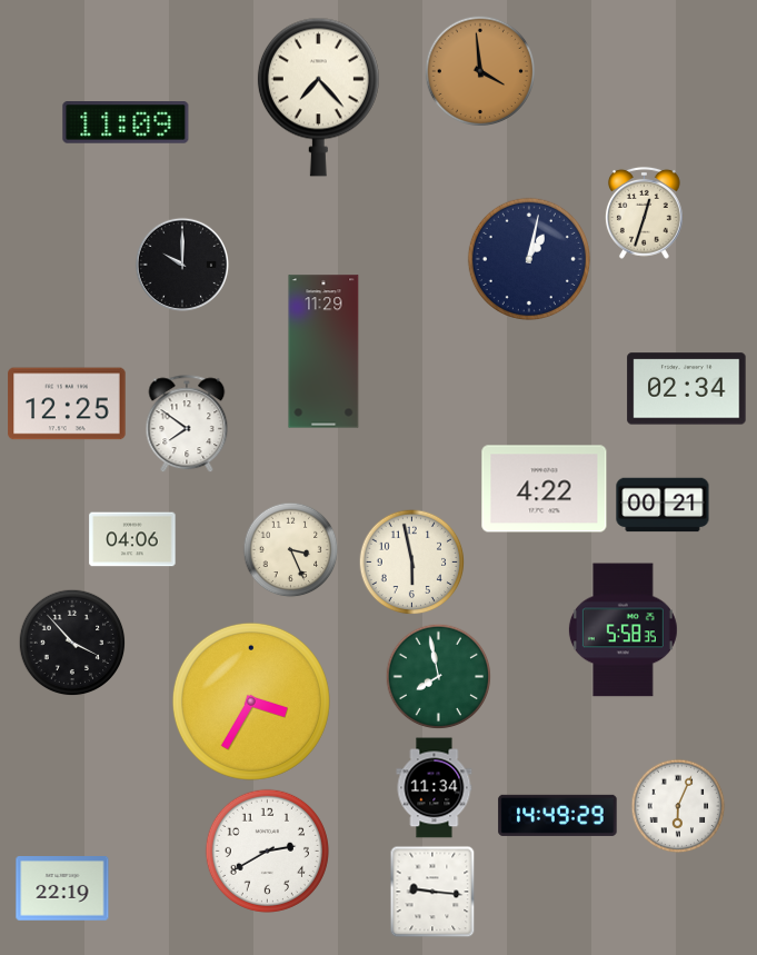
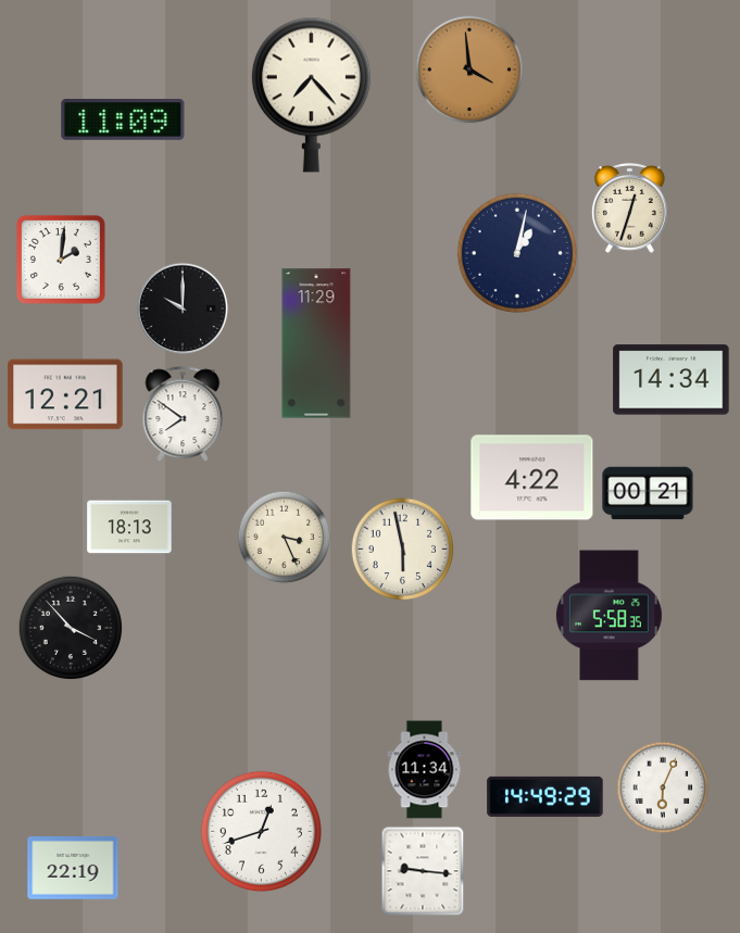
clock at (182, 265) position: (182, 265) -> (183, 308)
clock at (61, 260): none -> 2:01
clock at (687, 389): 02:34 -> 14:34
clock at (67, 404): 12:25 -> 12:21
clock at (132, 539): 04:06 -> 18:13
clock at (439, 677): 7:58 -> none
clock at (251, 702): 3:35 -> none
clock at (267, 850): 2:40 -> 12:42
clock at (62, 888) position: (62, 888) -> (73, 868)
